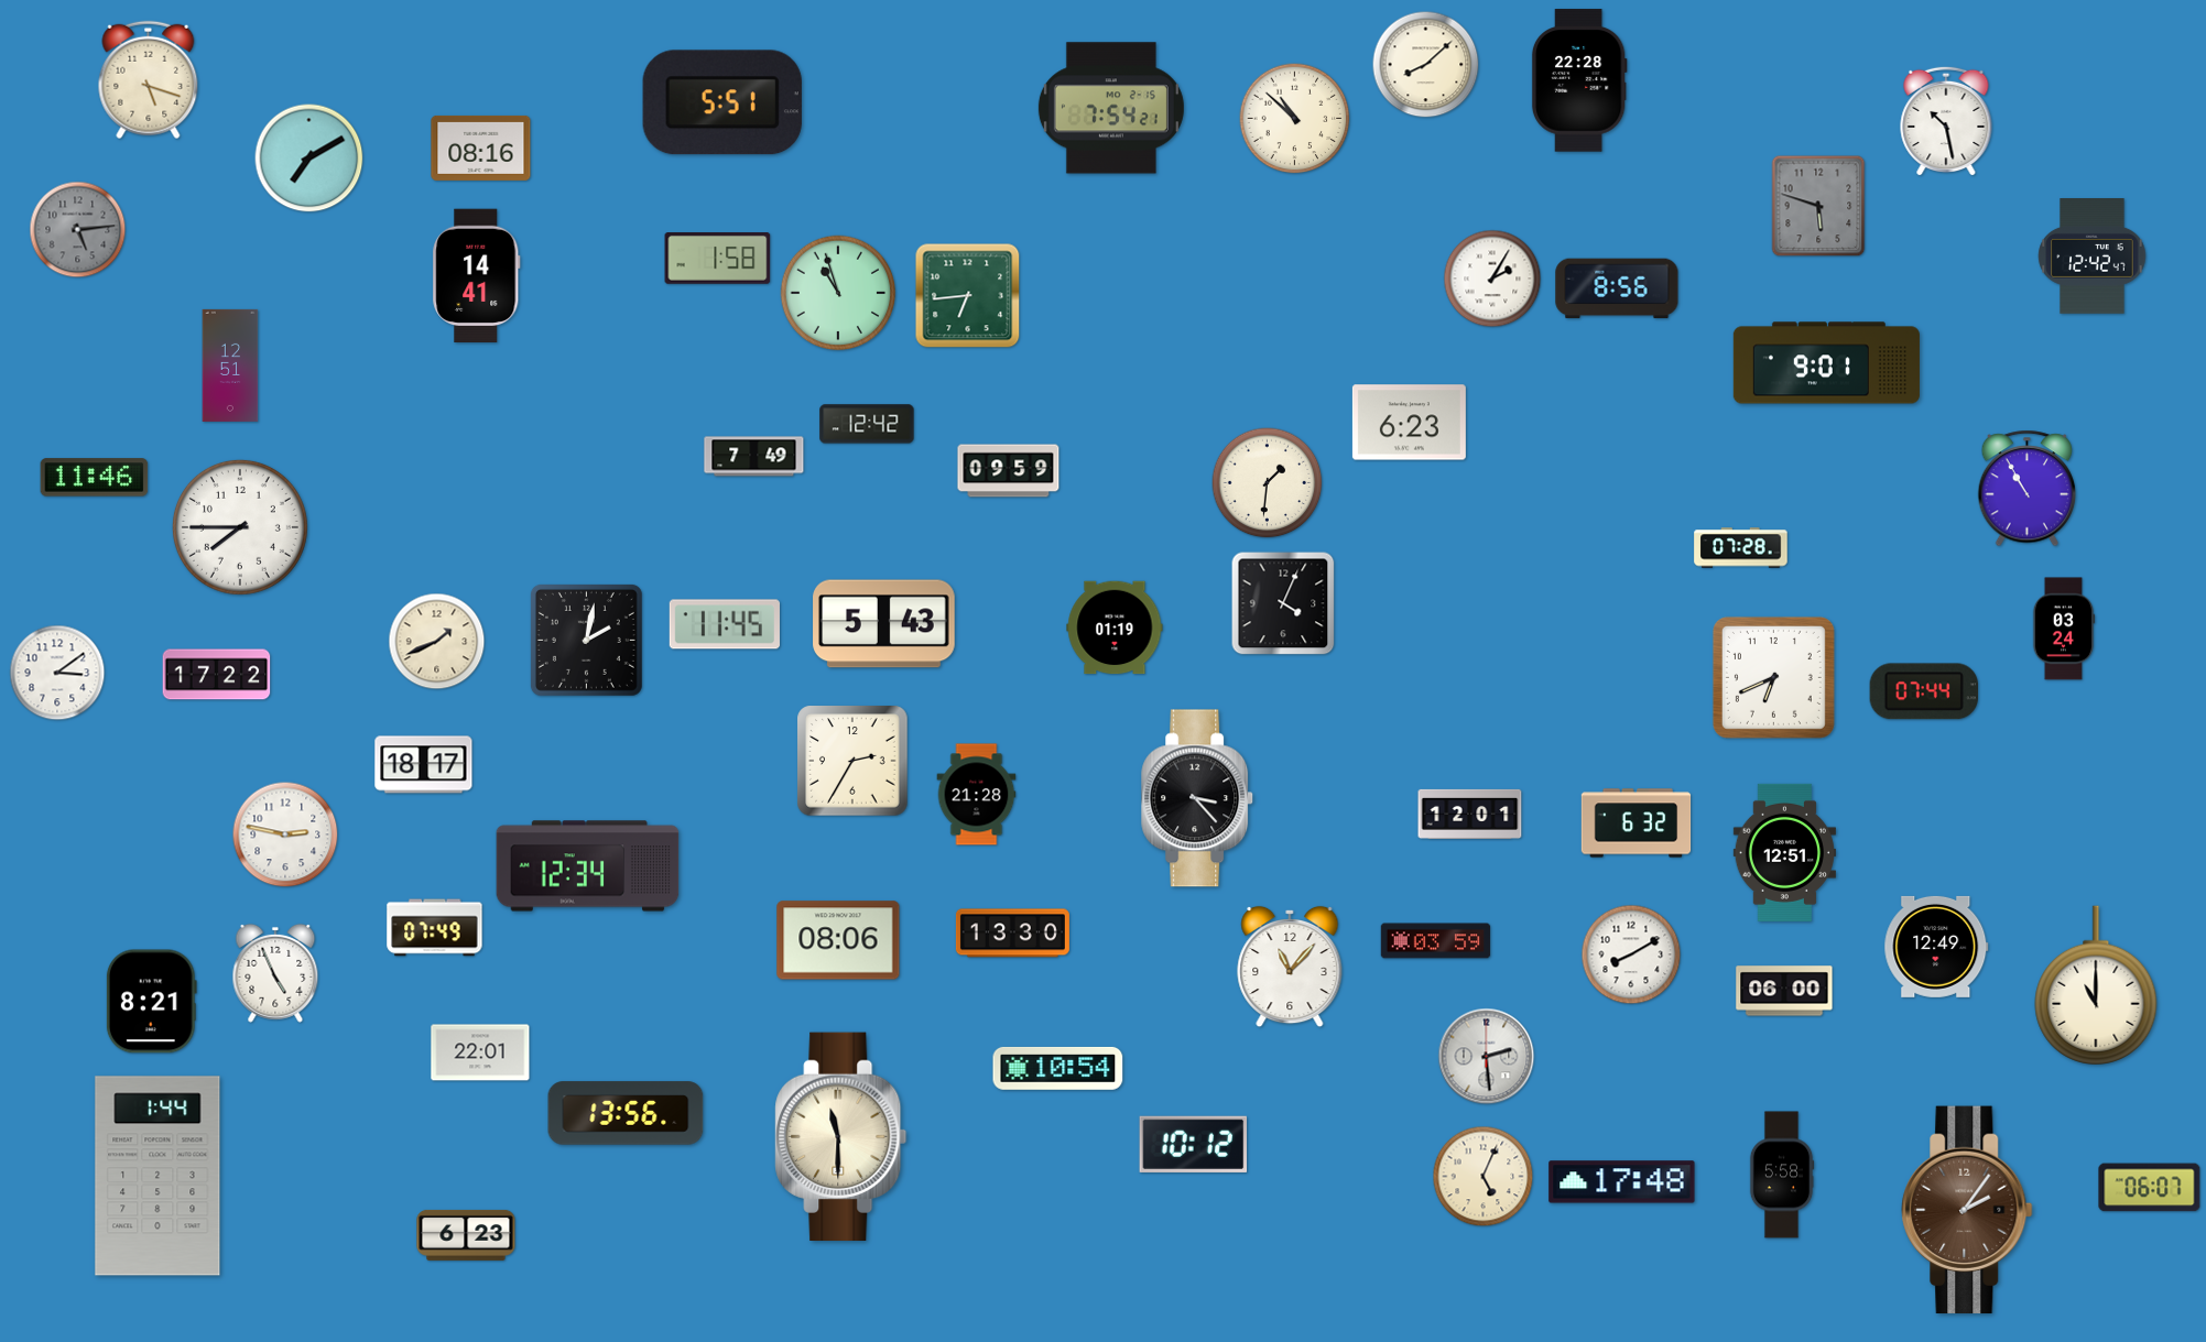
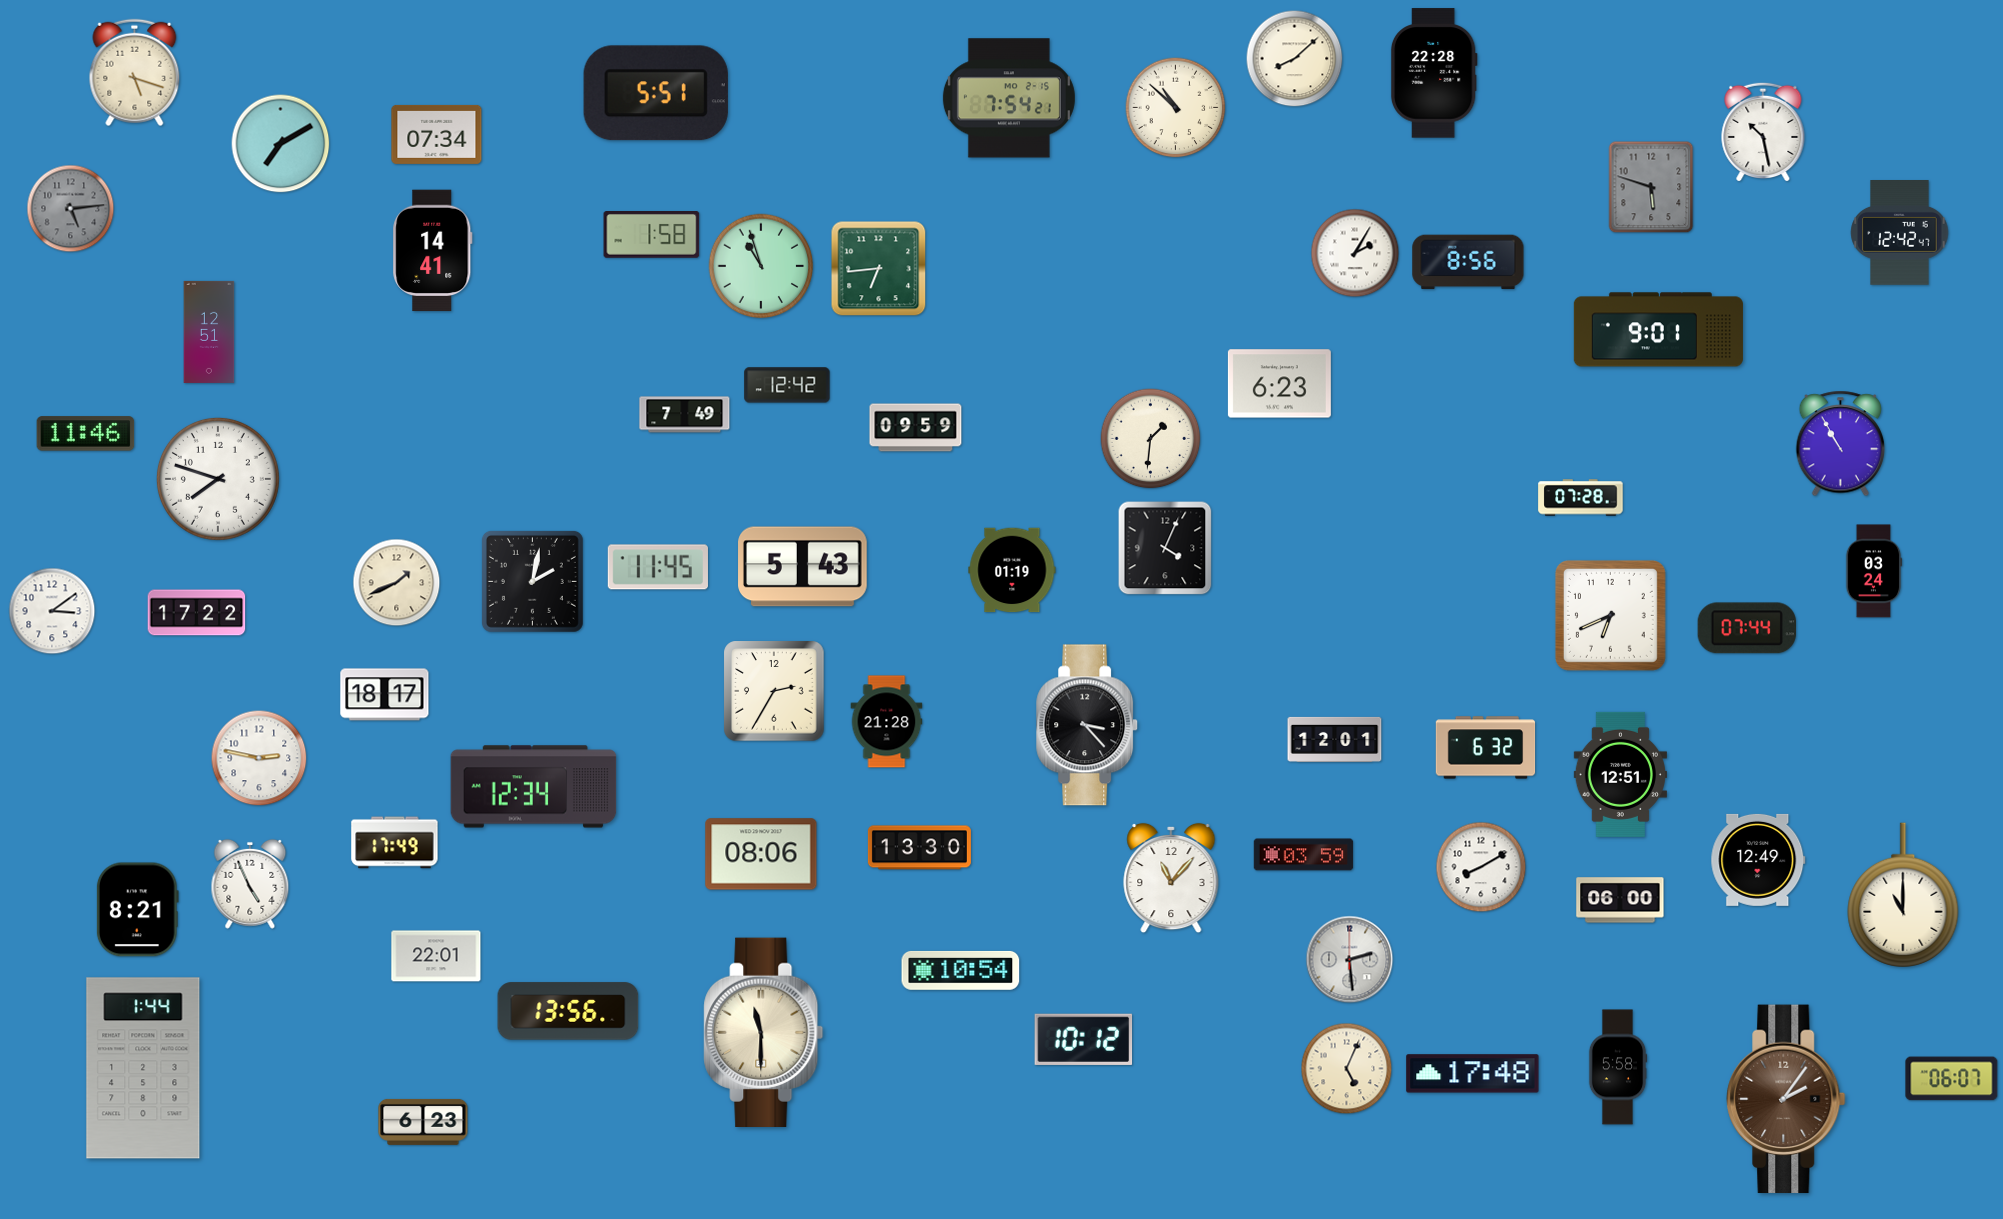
clock at (1946, 121) position: (1946, 121) -> (1763, 132)
clock at (481, 148): 08:16 -> 07:34
clock at (240, 527): 7:45 -> 7:48
clock at (435, 928): 07:49 -> 17:49
